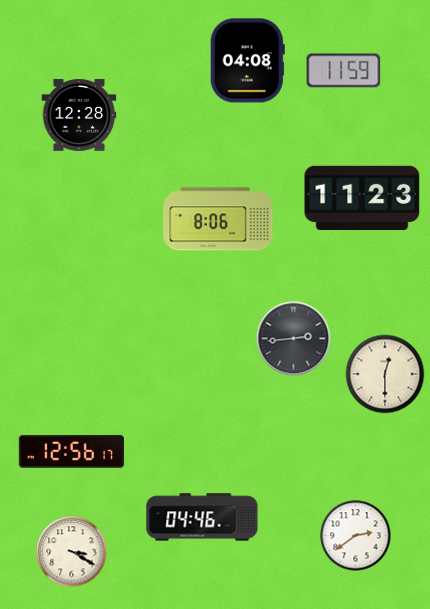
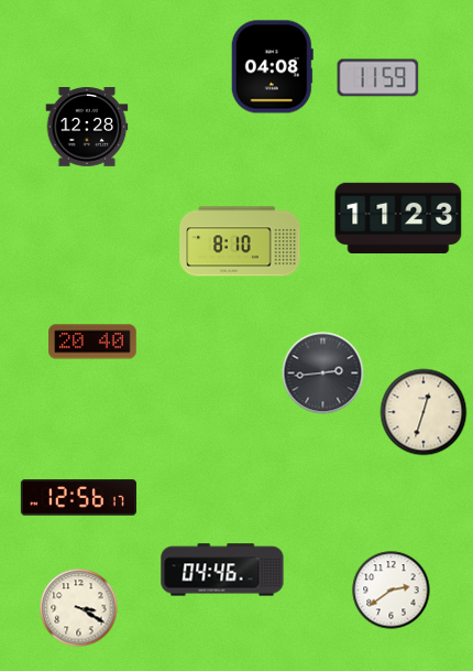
clock at (218, 219): 8:06 -> 8:10
clock at (92, 342): none -> 20:40
clock at (385, 374): 12:30 -> 12:33
